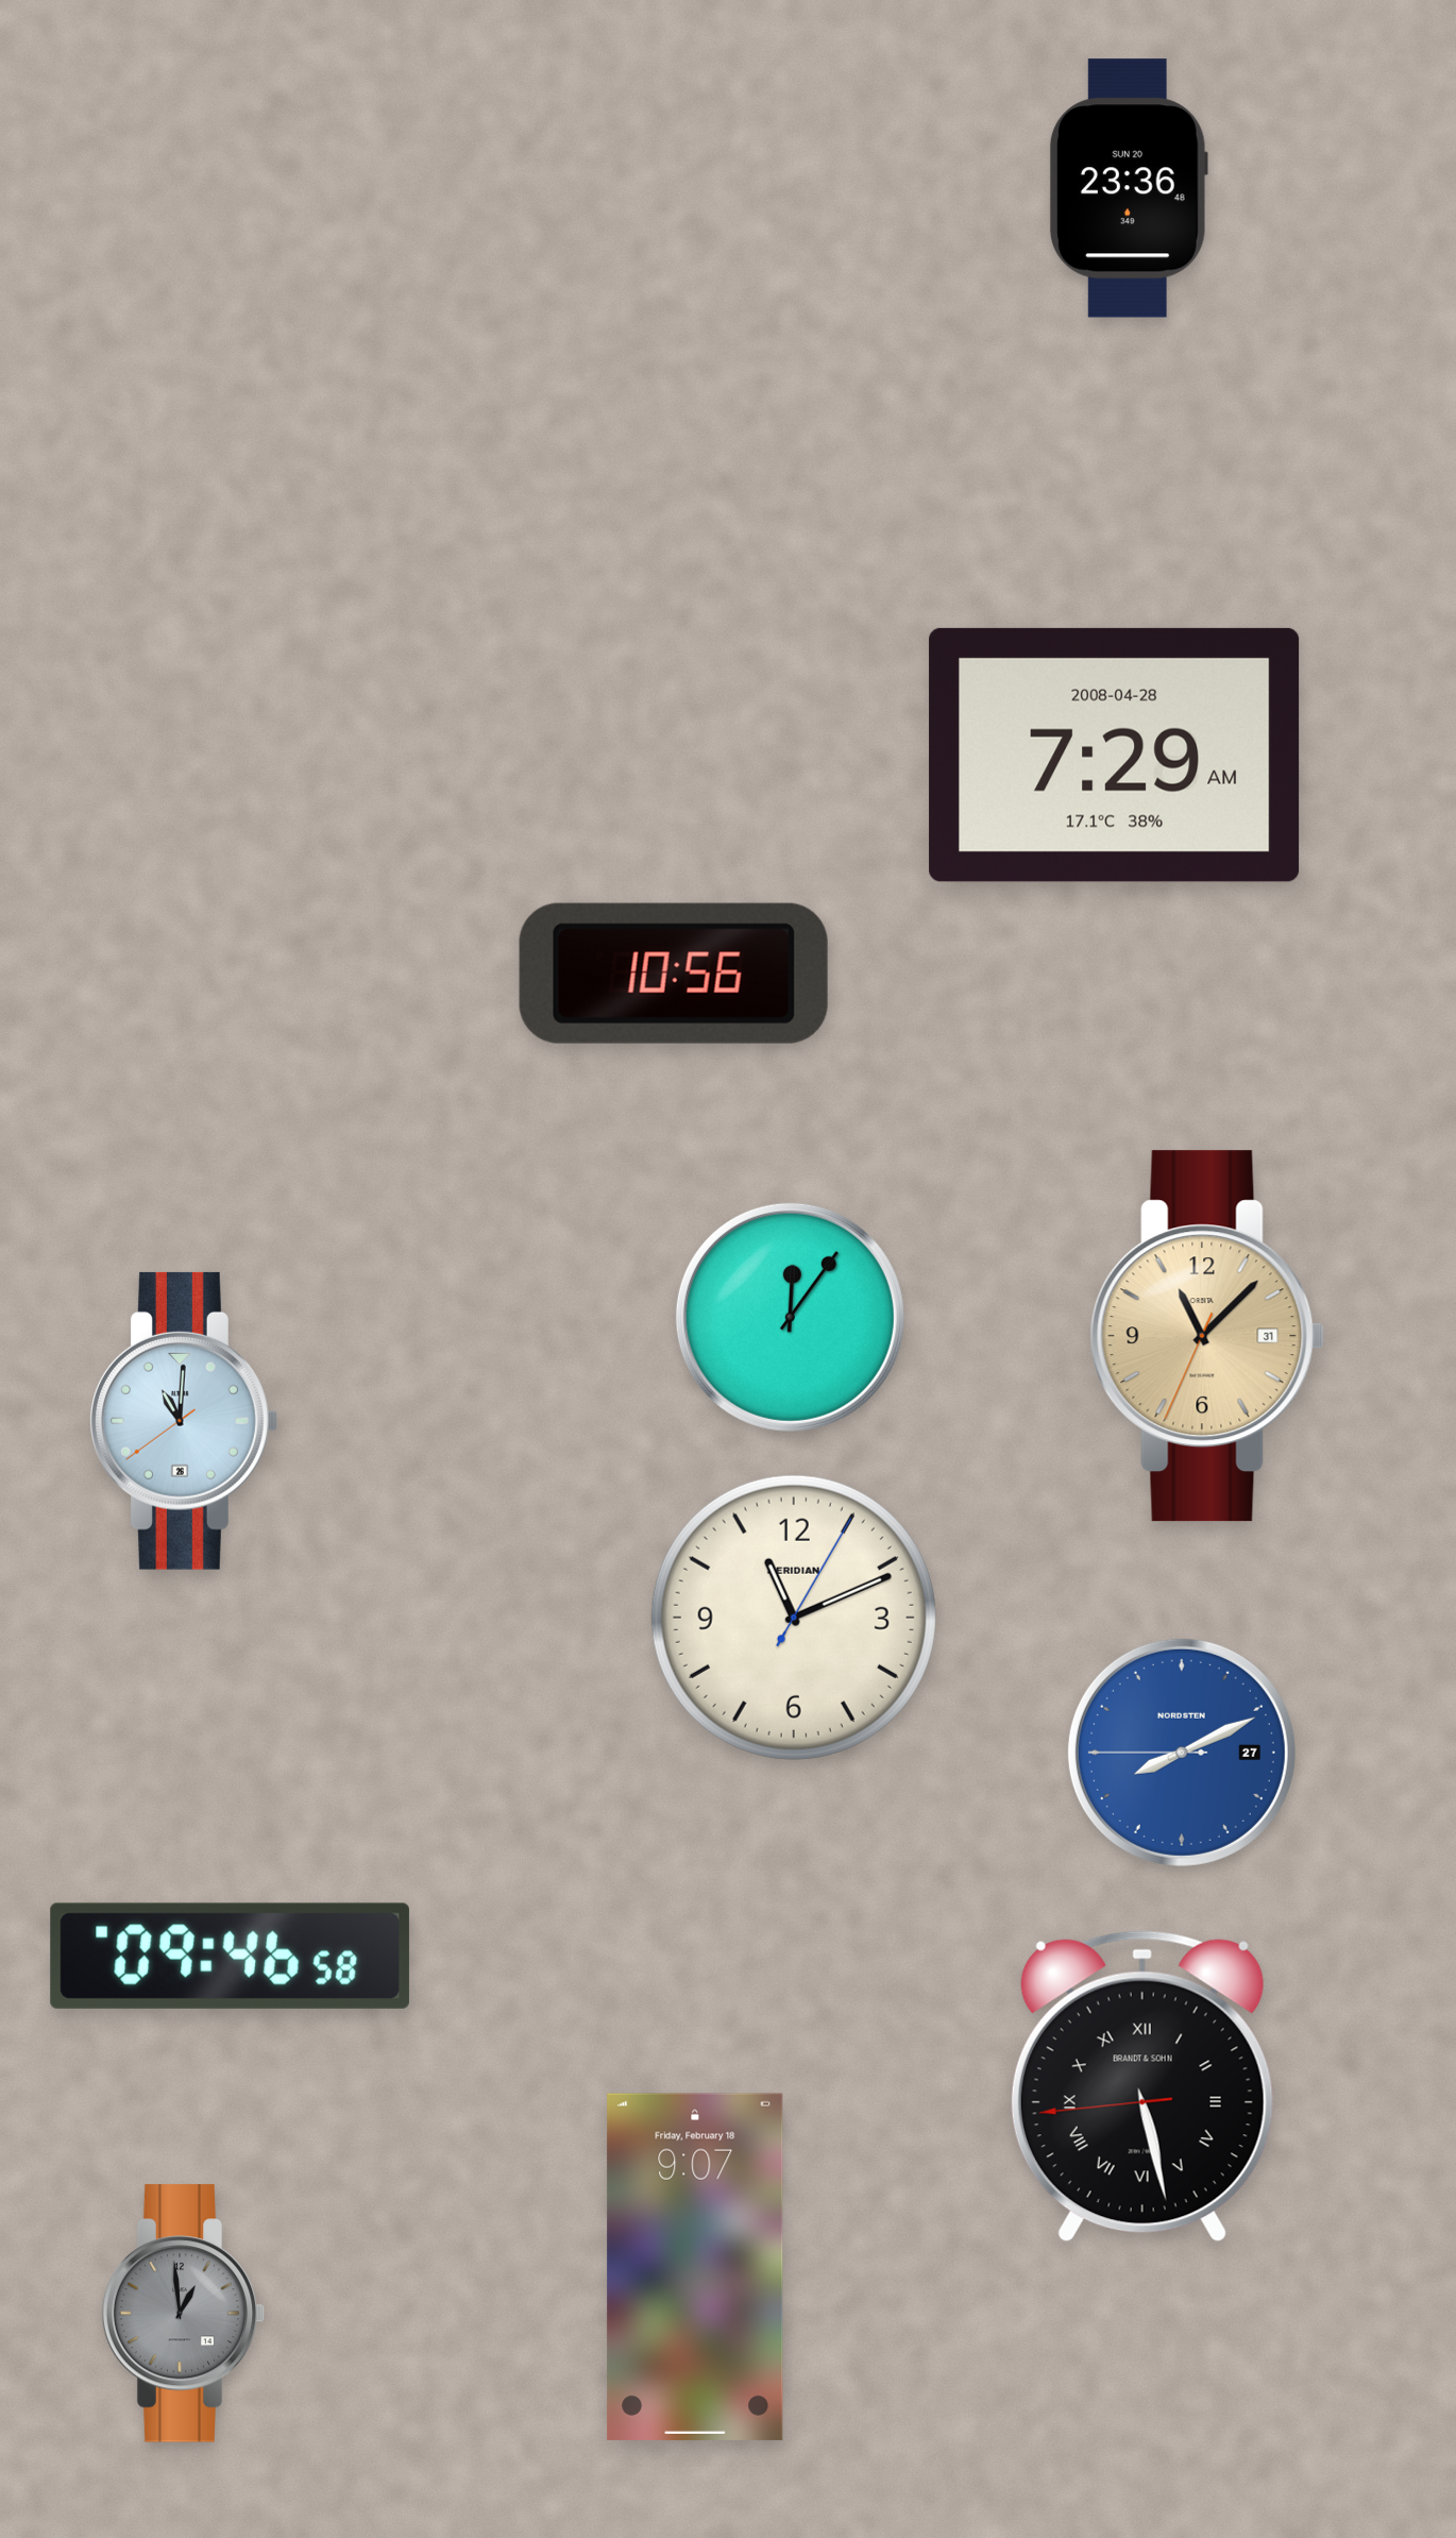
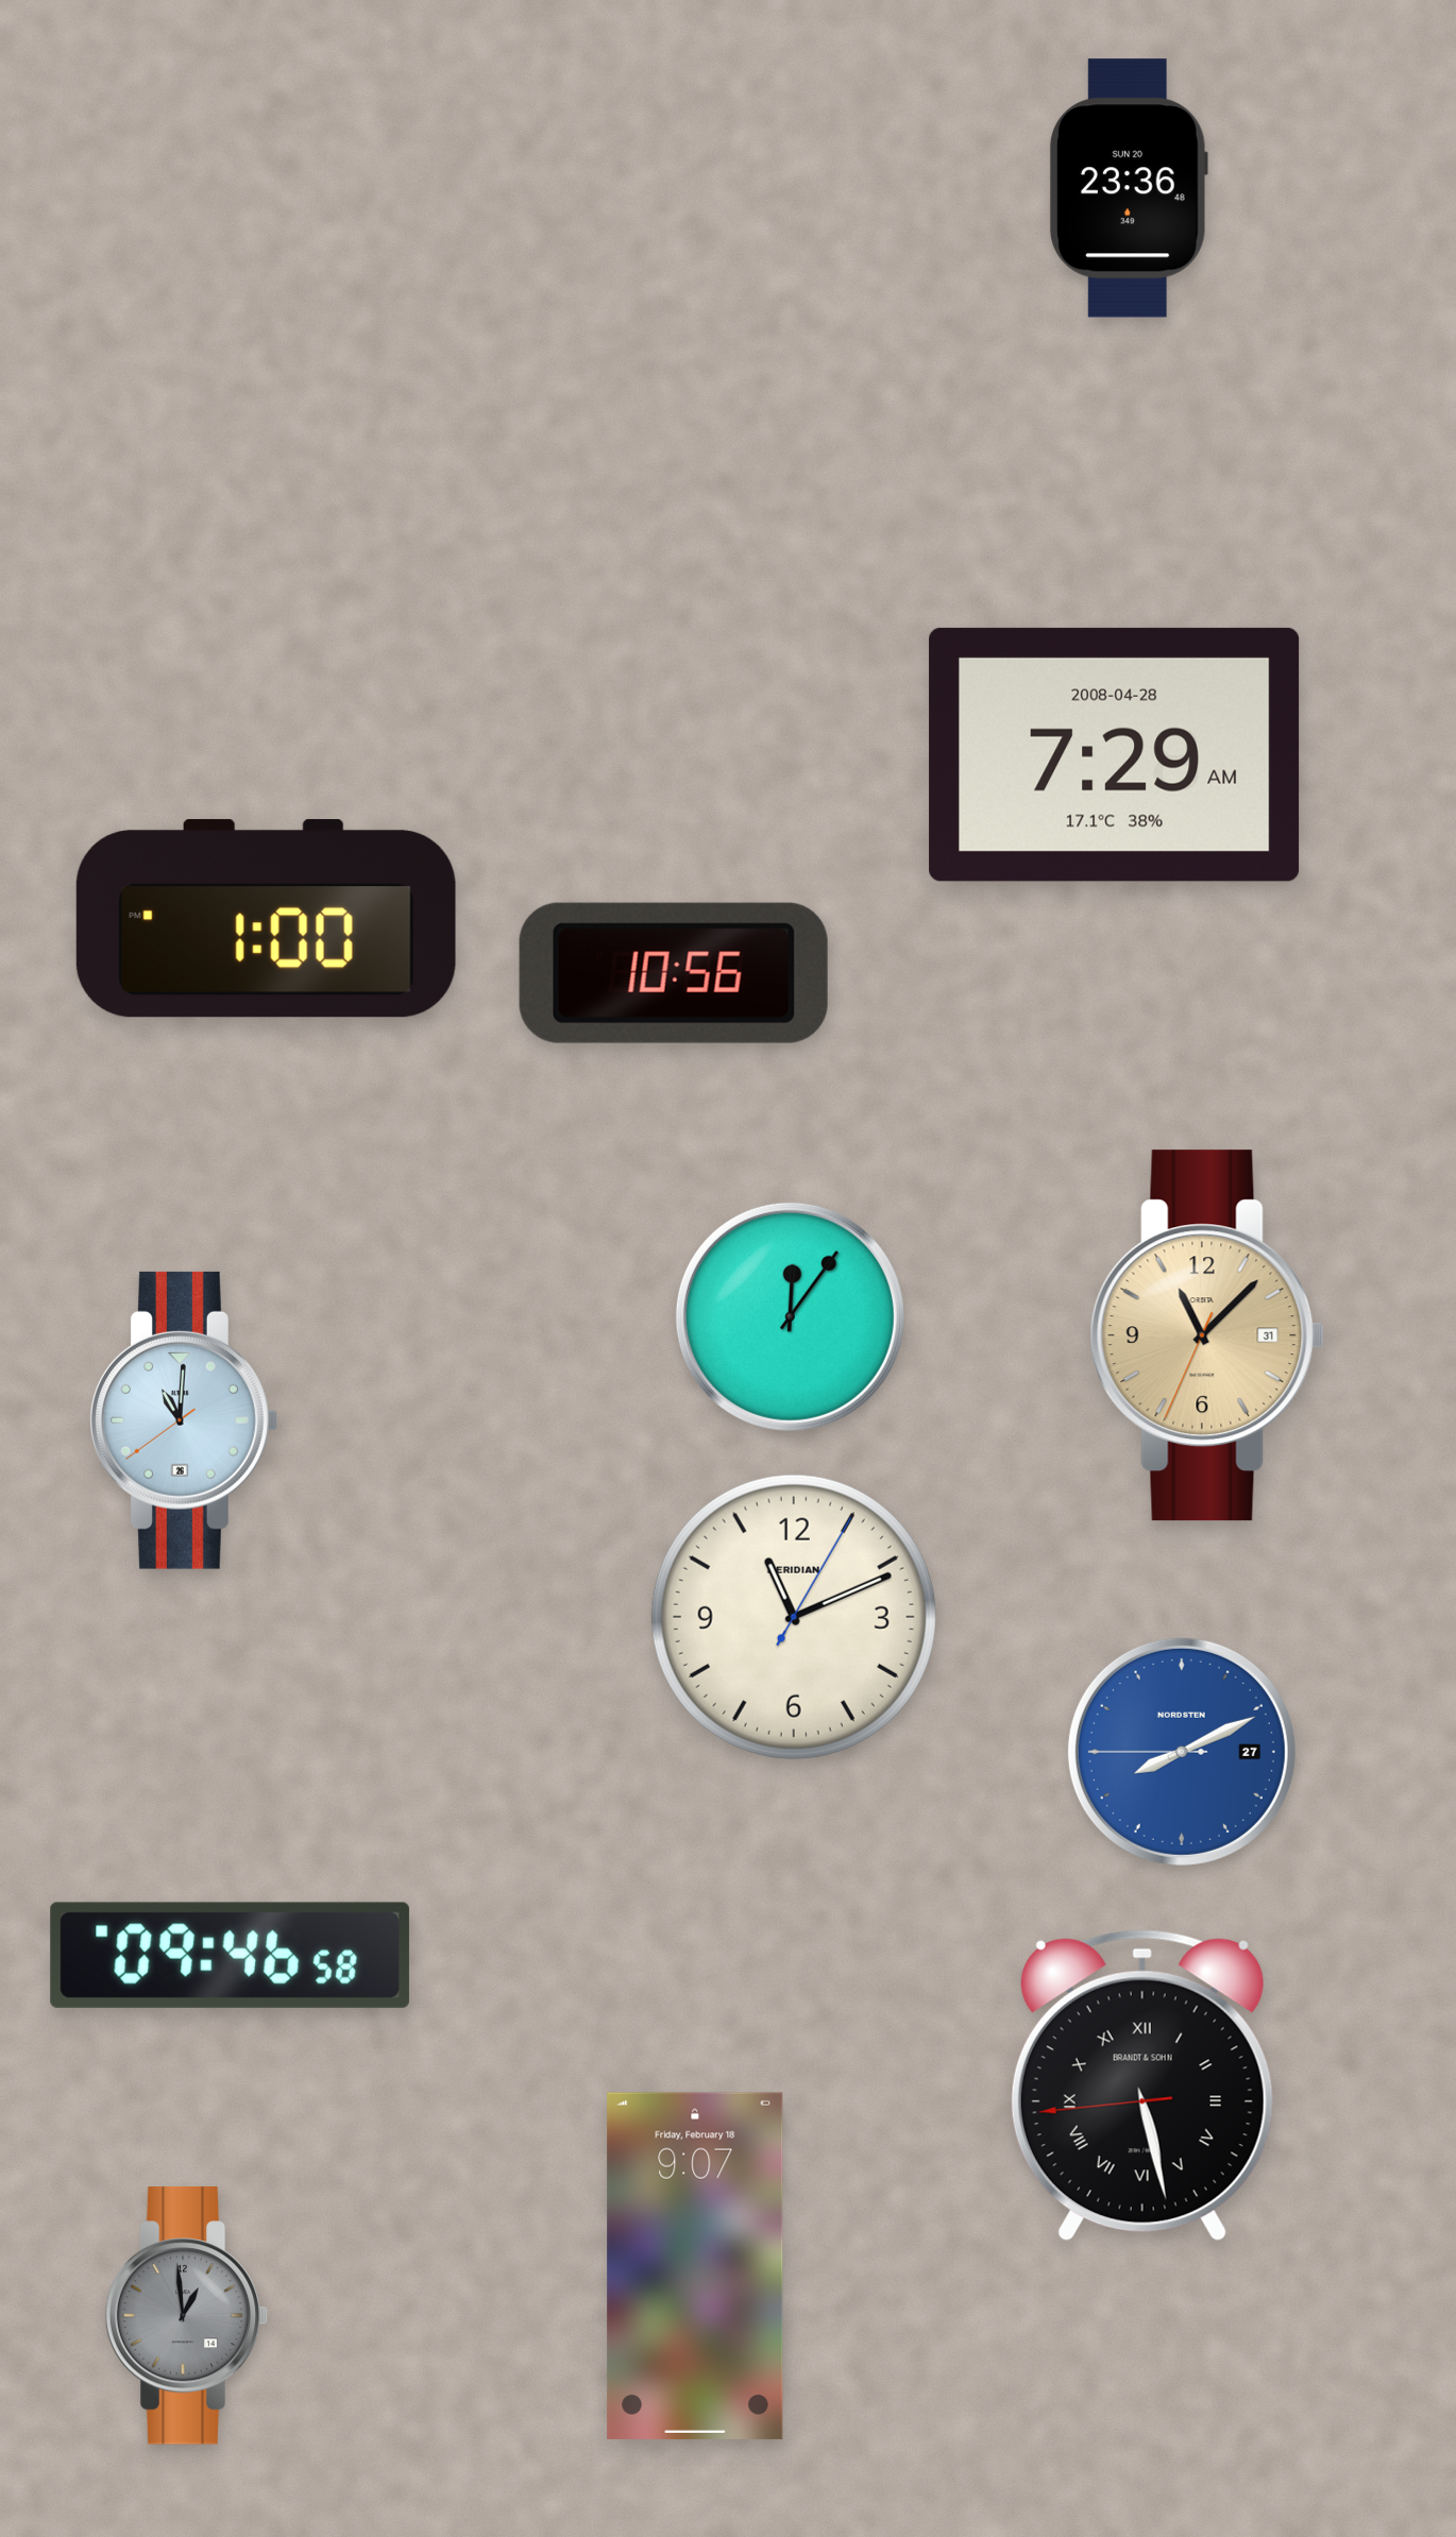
clock at (266, 918): none -> 1:00
clock at (184, 2314) position: (184, 2314) -> (187, 2316)
